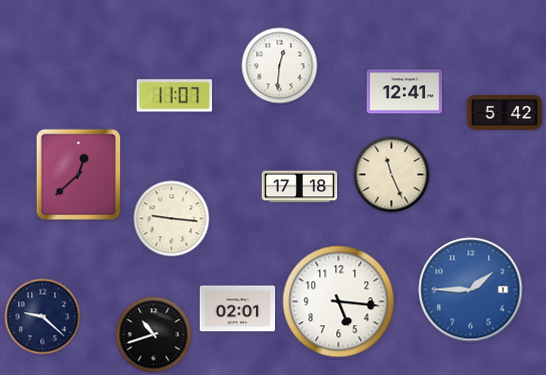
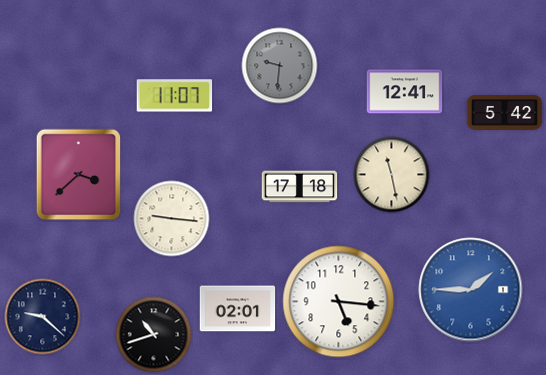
clock at (280, 66): 12:31 -> 9:31
clock at (280, 66) dial: white -> grey
clock at (79, 175): 12:38 -> 3:38
clock at (392, 175): 11:26 -> 11:28
